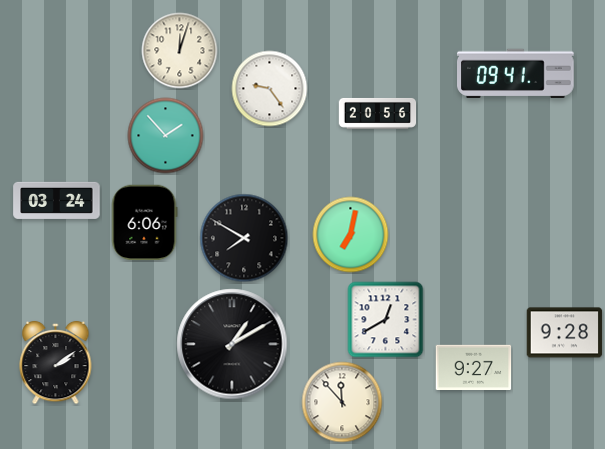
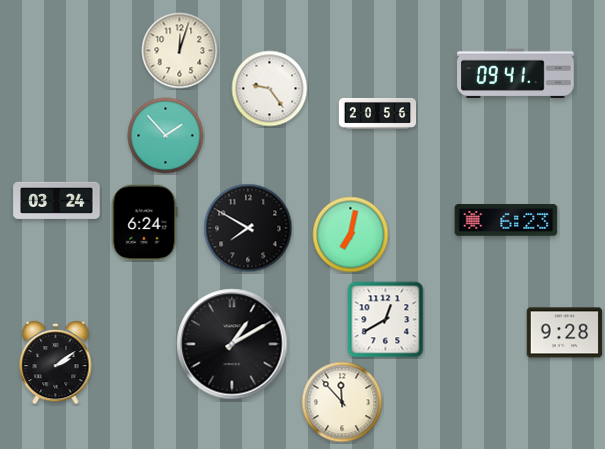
clock at (506, 220): none -> 6:23
clock at (144, 223): 6:06 -> 6:24
clock at (244, 238) position: (244, 238) -> (248, 228)
clock at (474, 368): 9:27 -> none
